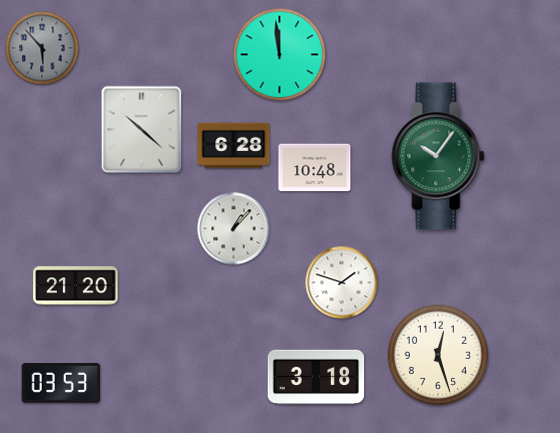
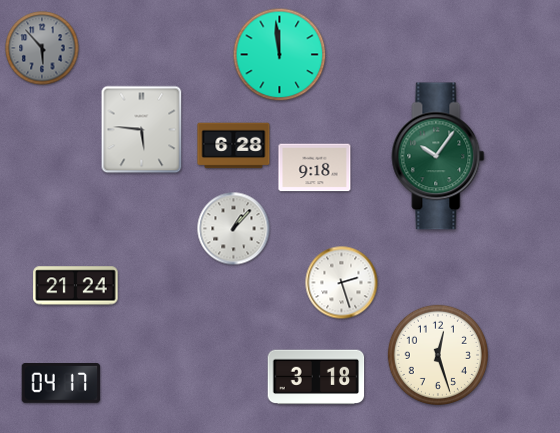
clock at (142, 130): 10:22 -> 5:46
clock at (315, 168): 10:48 -> 9:18
clock at (342, 283): 1:48 -> 2:27
clock at (76, 286): 21:20 -> 21:24
clock at (61, 384): 03:53 -> 04:17
